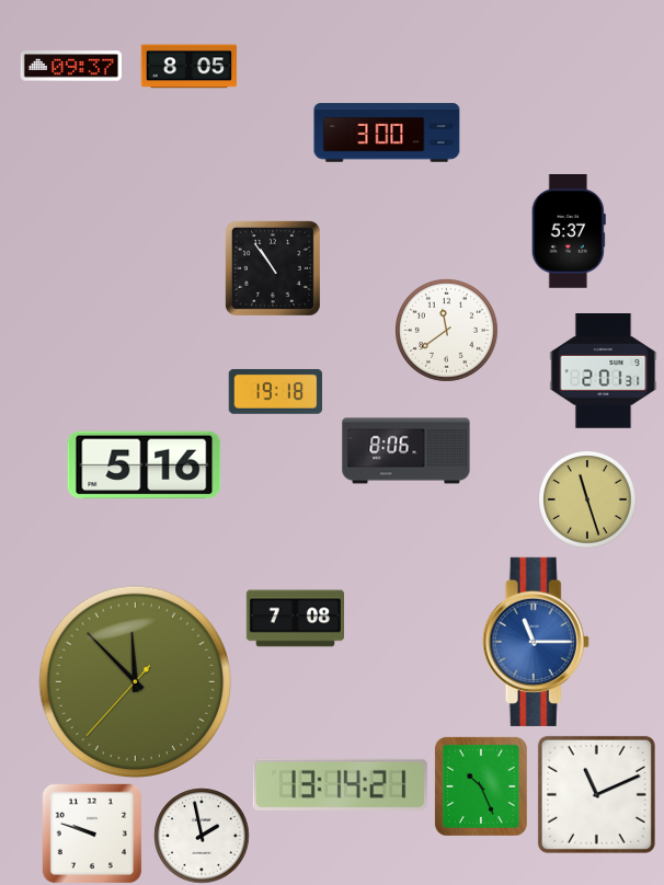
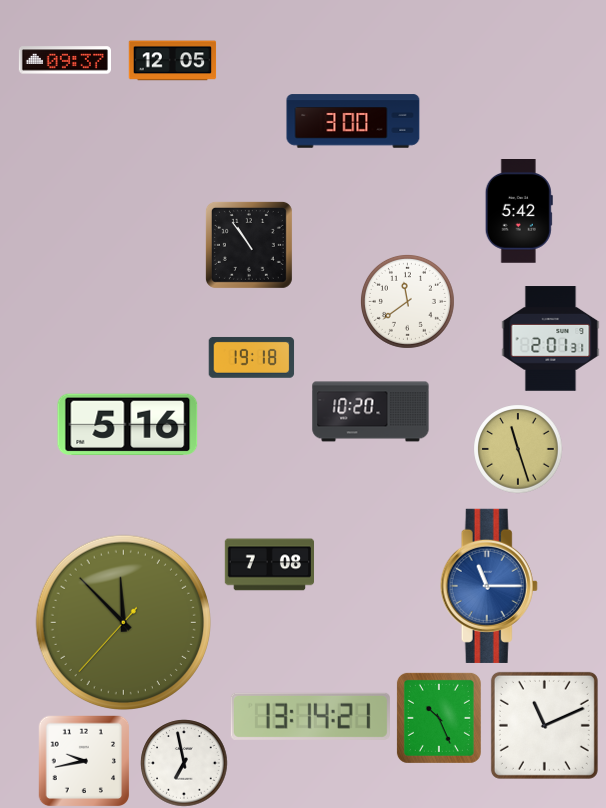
clock at (188, 67): 8:05 -> 12:05
clock at (569, 232): 5:37 -> 5:42
clock at (407, 451): 8:06 -> 10:20
clock at (145, 466) position: (145, 466) -> (128, 425)
clock at (587, 499) position: (587, 499) -> (518, 449)
clock at (92, 834): 9:48 -> 9:43
clock at (202, 836): 1:58 -> 6:58
